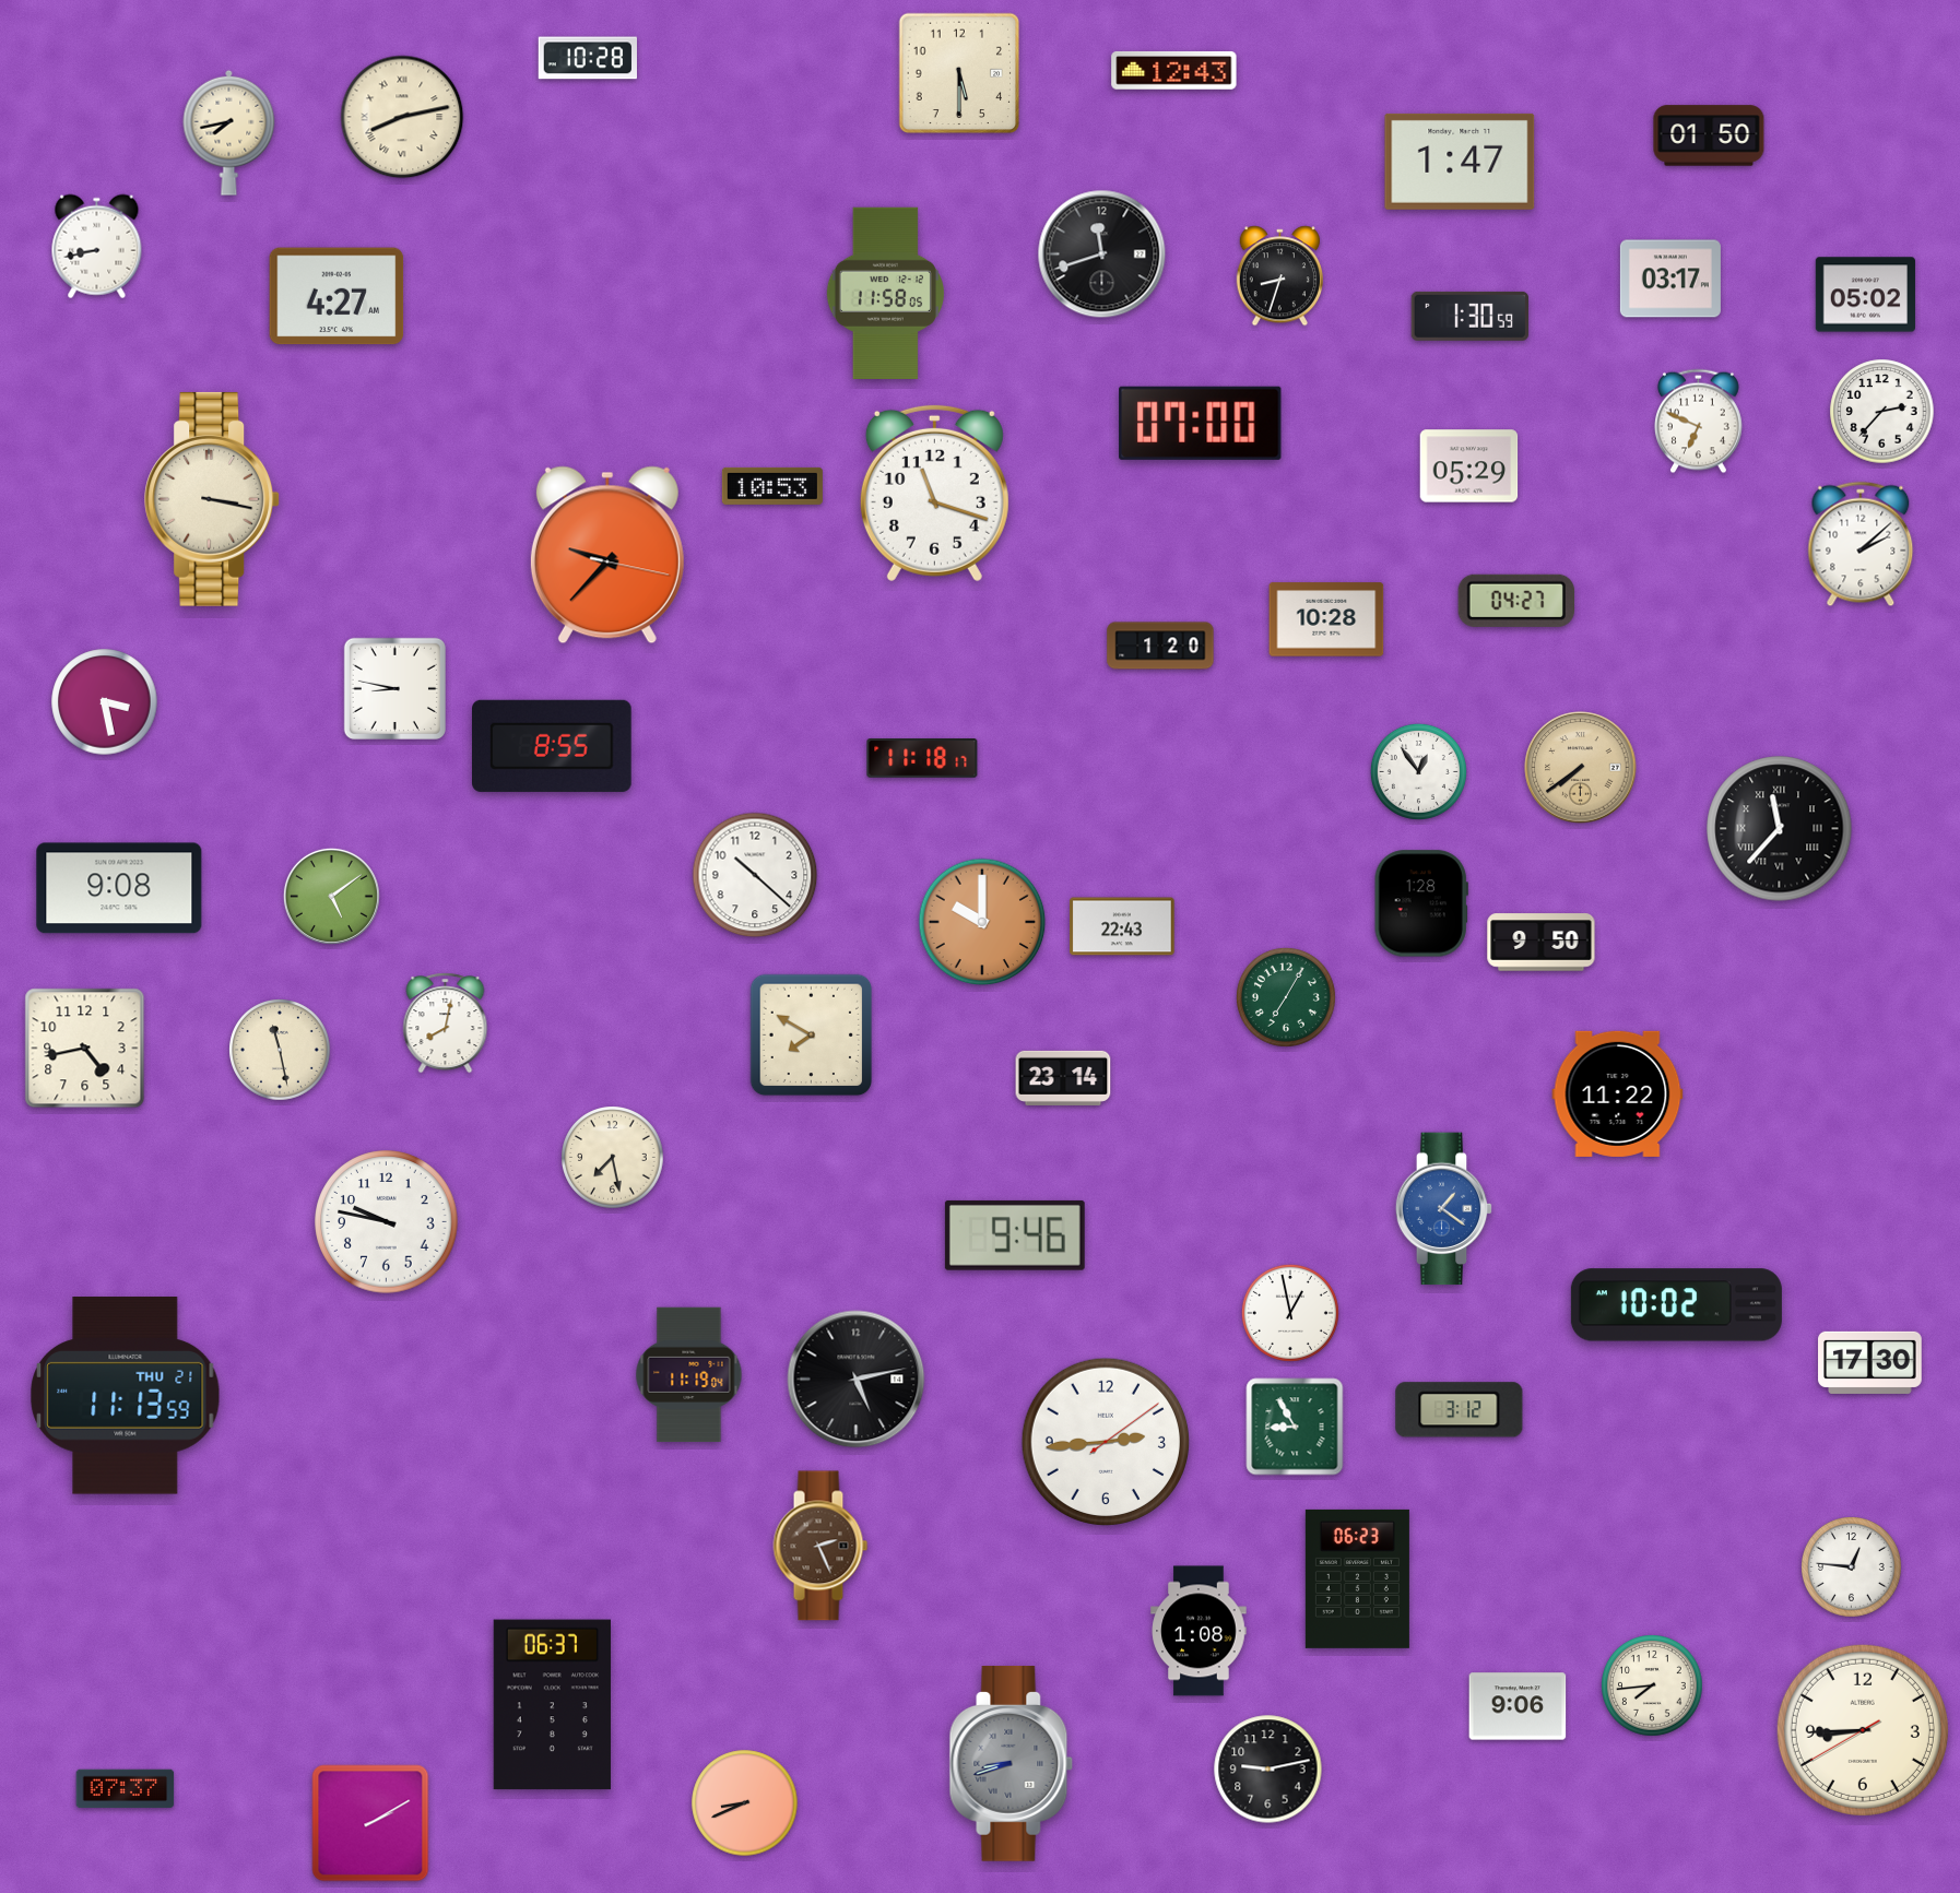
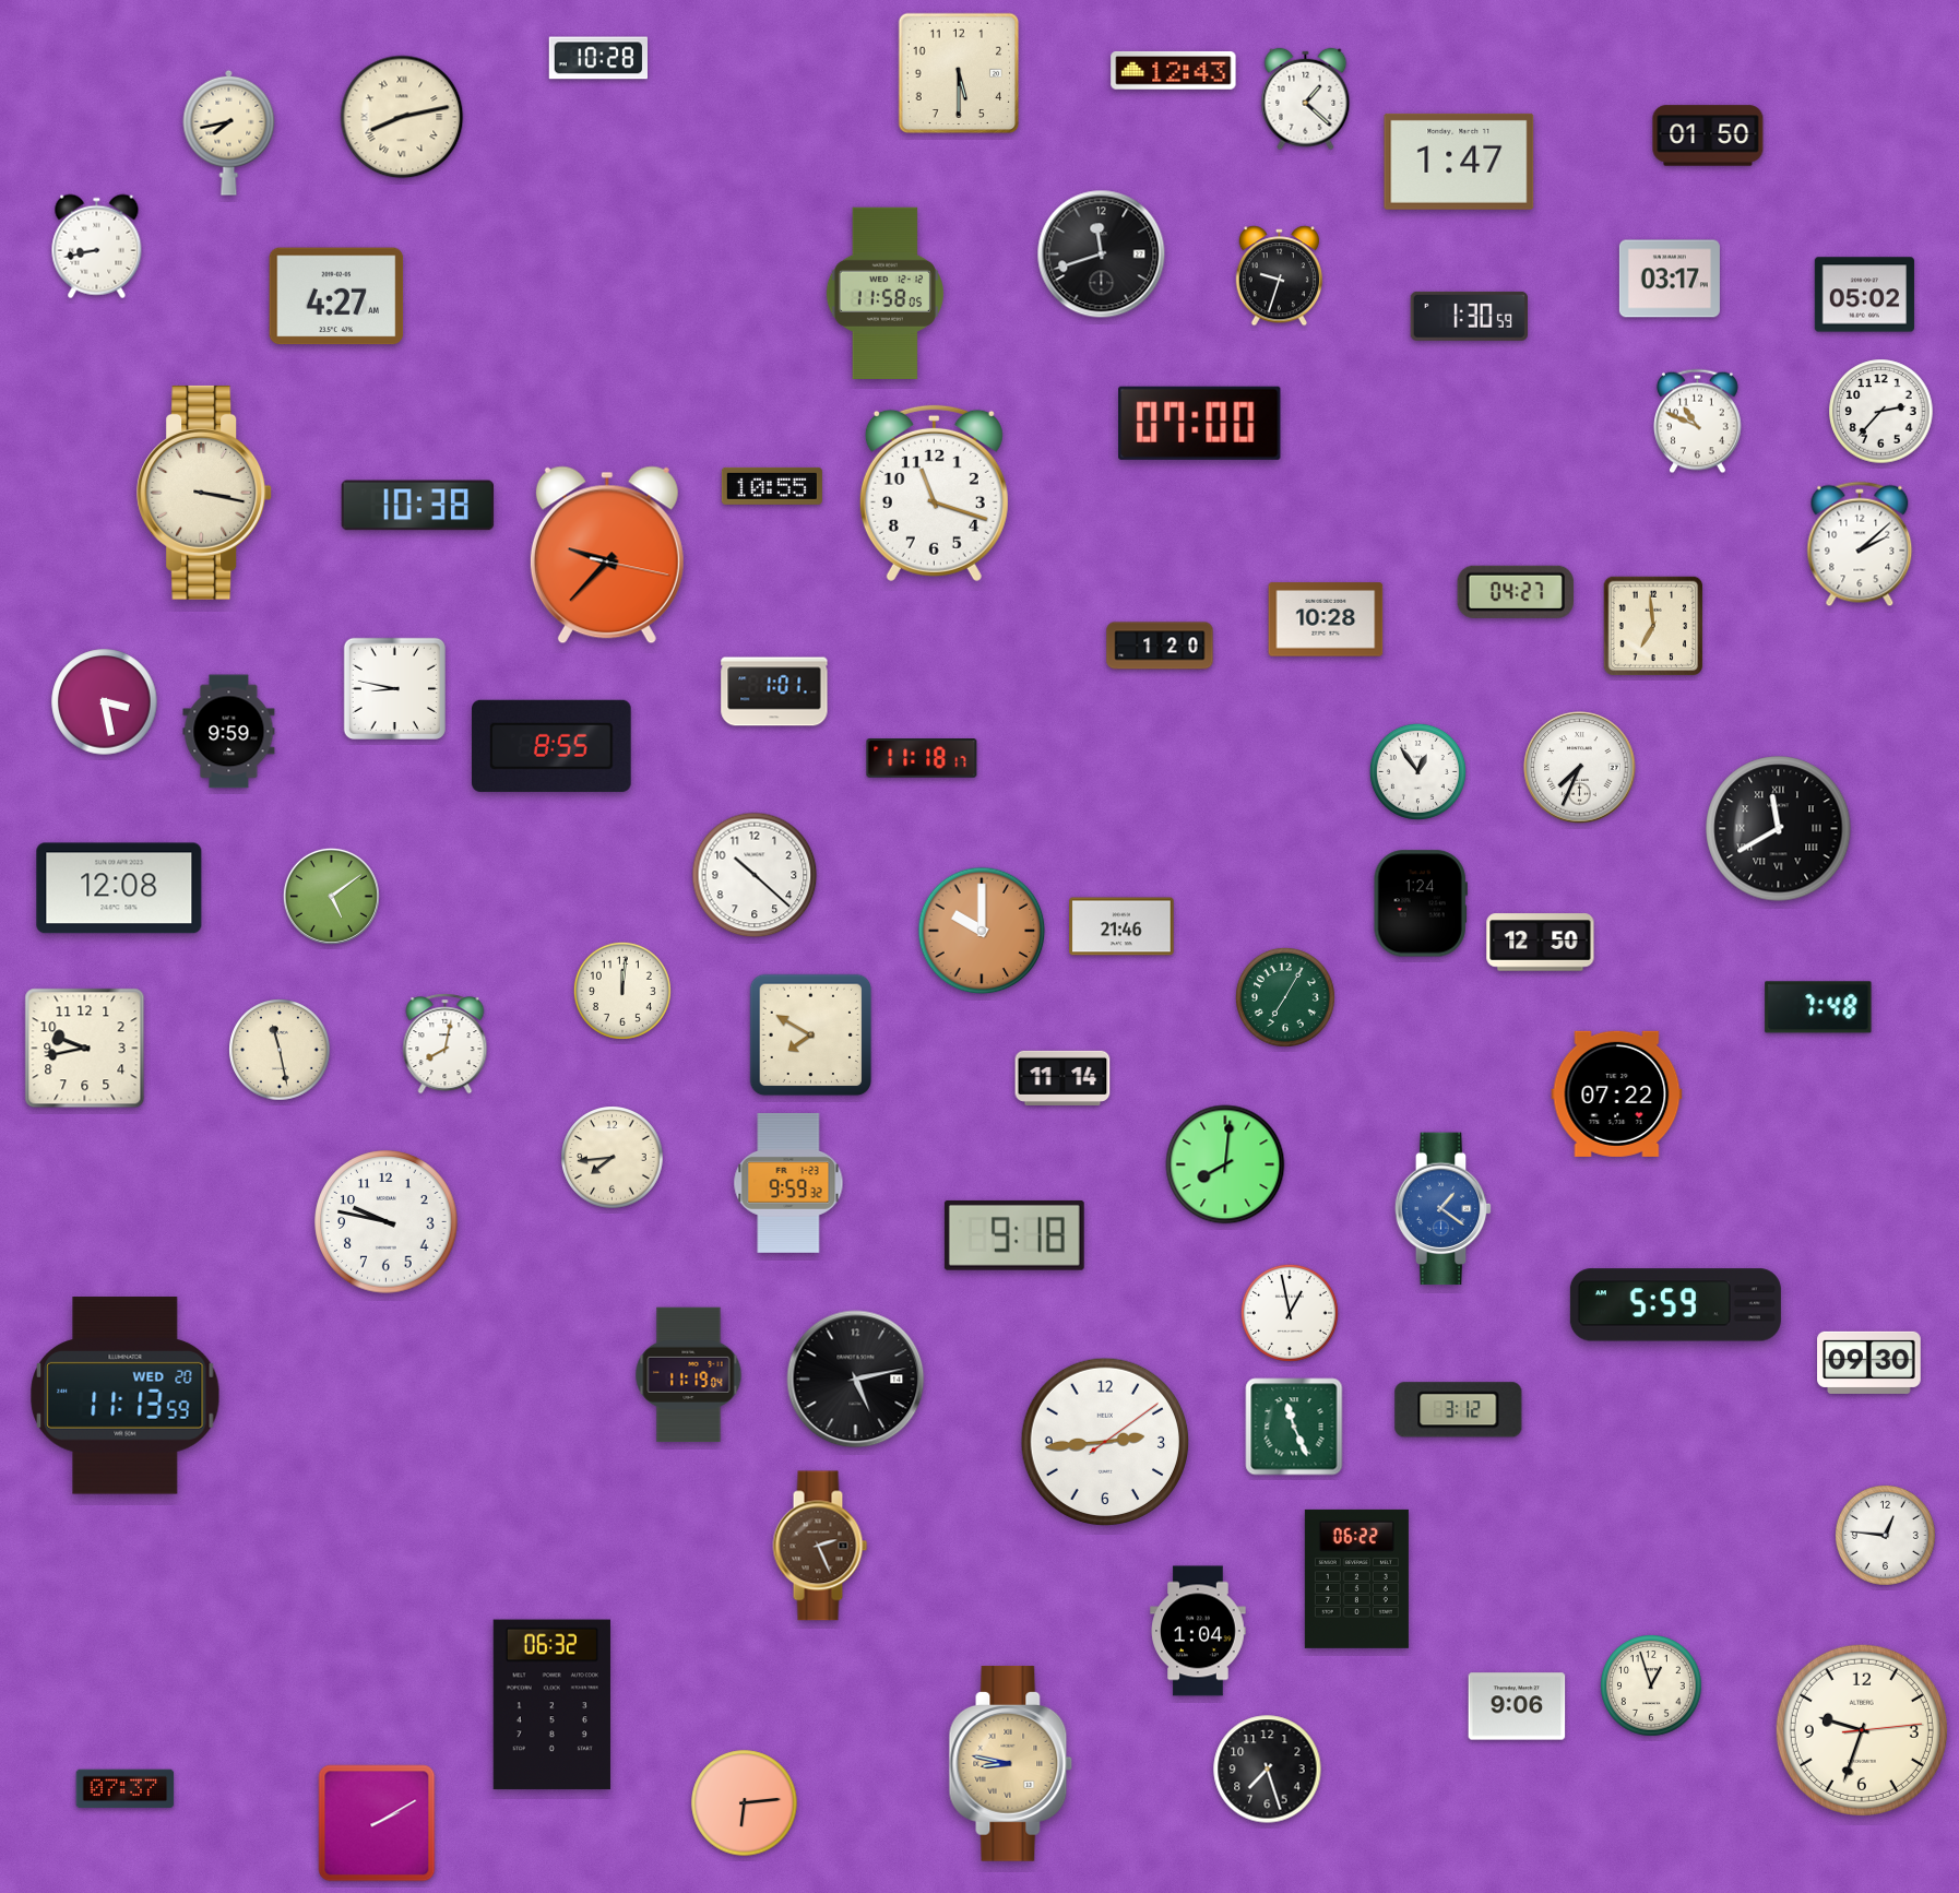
clock at (587, 58) position: (587, 58) -> (597, 58)
clock at (1306, 99): none -> 1:22
clock at (1279, 276): 8:33 -> 9:33
clock at (1699, 422): 6:49 -> 10:49
clock at (1469, 466): 05:29 -> none
clock at (772, 486): 10:53 -> 10:55
clock at (213, 499) position: (213, 499) -> (205, 493)
clock at (418, 506): none -> 10:38
clock at (1515, 601) position: (1515, 601) -> (1515, 592)
clock at (1653, 626): none -> 6:59
clock at (774, 691): none -> 1:01
clock at (229, 732): none -> 9:59
clock at (1581, 768): 7:39 -> 7:34
clock at (1581, 768) dial: champagne -> white
clock at (1780, 829): 11:37 -> 11:40
clock at (119, 888): 9:08 -> 12:08
clock at (1421, 903): 1:28 -> 1:24
clock at (982, 922) position: (982, 922) -> (982, 931)
clock at (1122, 926): 22:43 -> 21:46
clock at (1542, 943): 9:50 -> 12:50
clock at (622, 991): none -> 12:01
clock at (1818, 1007): none -> 7:48
clock at (446, 1024) position: (446, 1024) -> (446, 1044)
clock at (85, 1049): 4:43 -> 9:43
clock at (1063, 1078): 23:14 -> 11:14
clock at (1618, 1093): 11:22 -> 07:22
clock at (613, 1158): 7:28 -> 7:44
clock at (1225, 1164): none -> 8:01
clock at (788, 1183): none -> 9:59
clock at (1015, 1235): 9:46 -> 9:18
clock at (1676, 1305): 10:02 -> 5:59
clock at (1870, 1362): 17:30 -> 09:30
clock at (126, 1396) date: THU 21 -> WED 20
clock at (1295, 1427): 8:55 -> 11:26
clock at (1852, 1567) position: (1852, 1567) -> (1886, 1536)
clock at (1357, 1578): 06:23 -> 06:22
clock at (1199, 1631): 1:08 -> 1:04
clock at (1653, 1687): 7:44 -> 12:57
clock at (552, 1705): 06:37 -> 06:32
clock at (1863, 1730): 8:44 -> 9:33
clock at (1012, 1763): 8:42 -> 8:47
clock at (1012, 1763) dial: grey -> champagne
clock at (1268, 1770): 9:13 -> 7:27
clock at (745, 1803): 8:41 -> 6:14
clock at (370, 1823) position: (370, 1823) -> (377, 1823)
